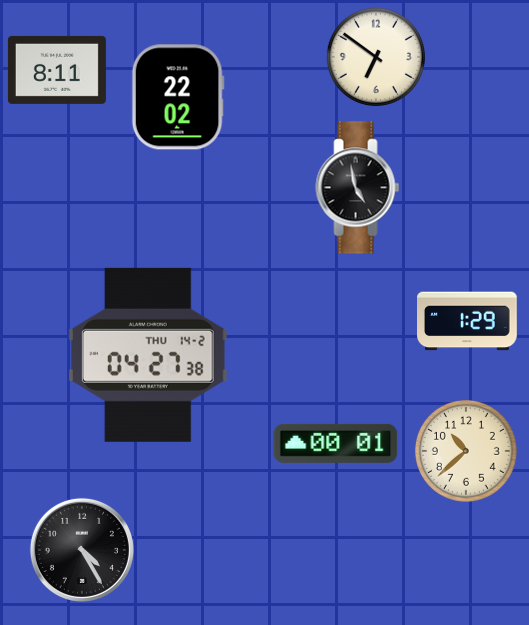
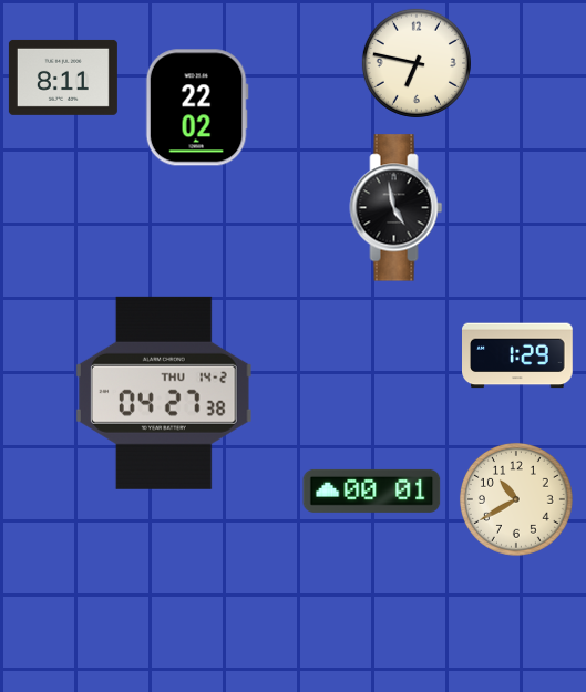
clock at (376, 57): 6:51 -> 6:47
clock at (466, 451): 10:38 -> 10:40
clock at (82, 550): 4:25 -> none
